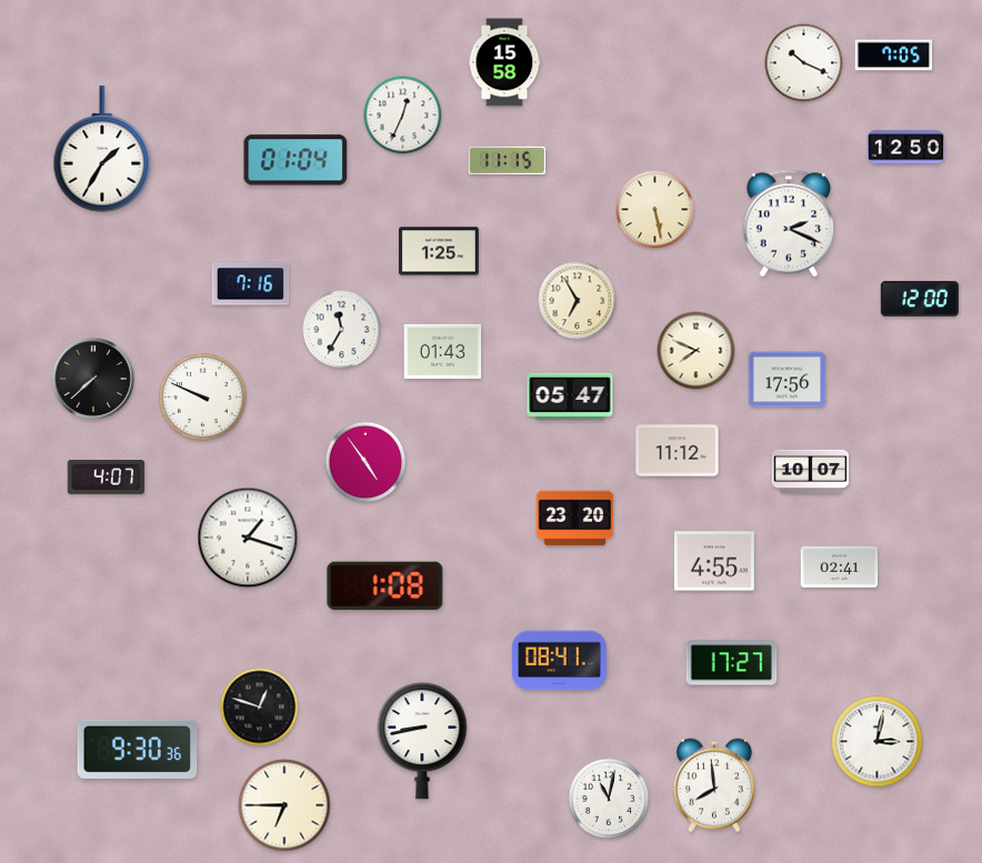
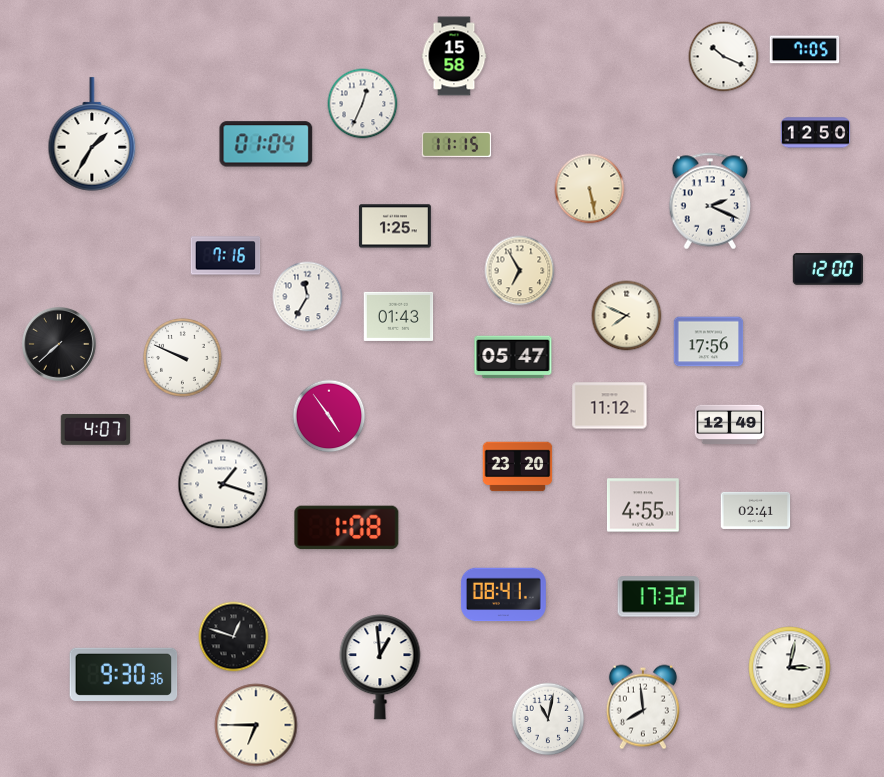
clock at (94, 380) position: (94, 380) -> (60, 345)
clock at (811, 472): 10:07 -> 12:49
clock at (732, 663): 17:27 -> 17:32
clock at (422, 741): 8:43 -> 12:59
